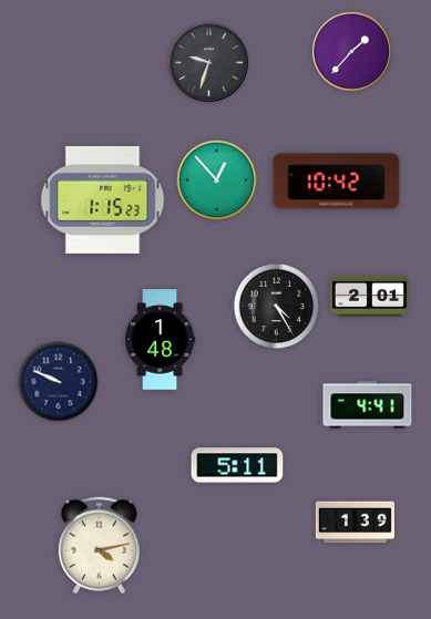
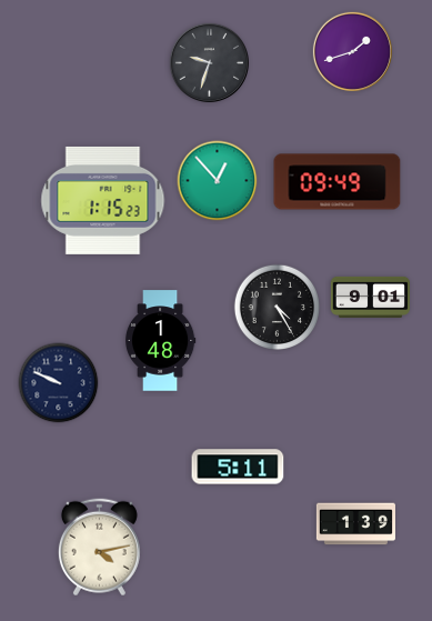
clock at (351, 51): 1:37 -> 1:42
clock at (337, 182): 10:42 -> 09:49
clock at (369, 296): 2:01 -> 9:01
clock at (368, 405): 4:41 -> none
